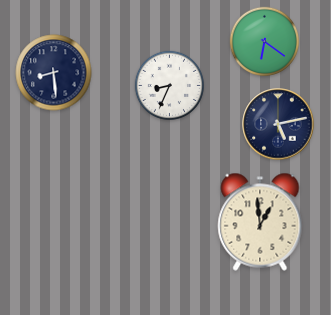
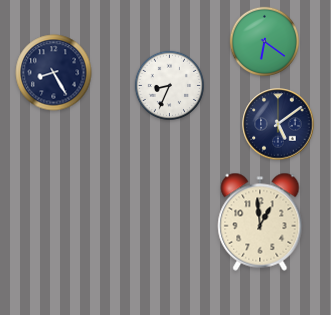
clock at (54, 73): 8:29 -> 8:25
clock at (278, 124): 5:13 -> 5:09
